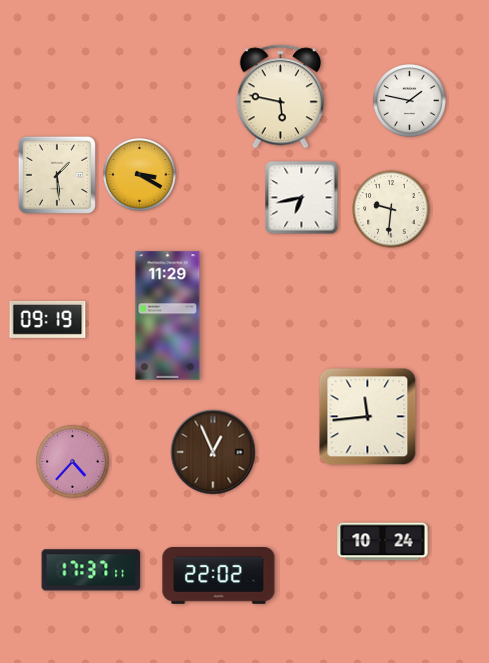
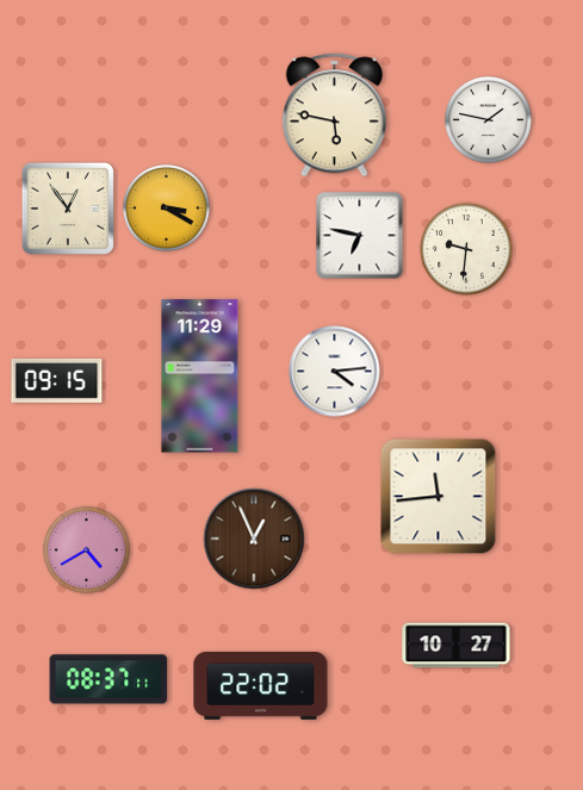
clock at (57, 175): 1:29 -> 12:54
clock at (302, 198): 6:43 -> 6:47
clock at (335, 372): none -> 4:14
clock at (48, 319): 09:19 -> 09:15
clock at (73, 462): 4:37 -> 4:40
clock at (383, 542): 10:24 -> 10:27
clock at (91, 570): 17:37 -> 08:37
